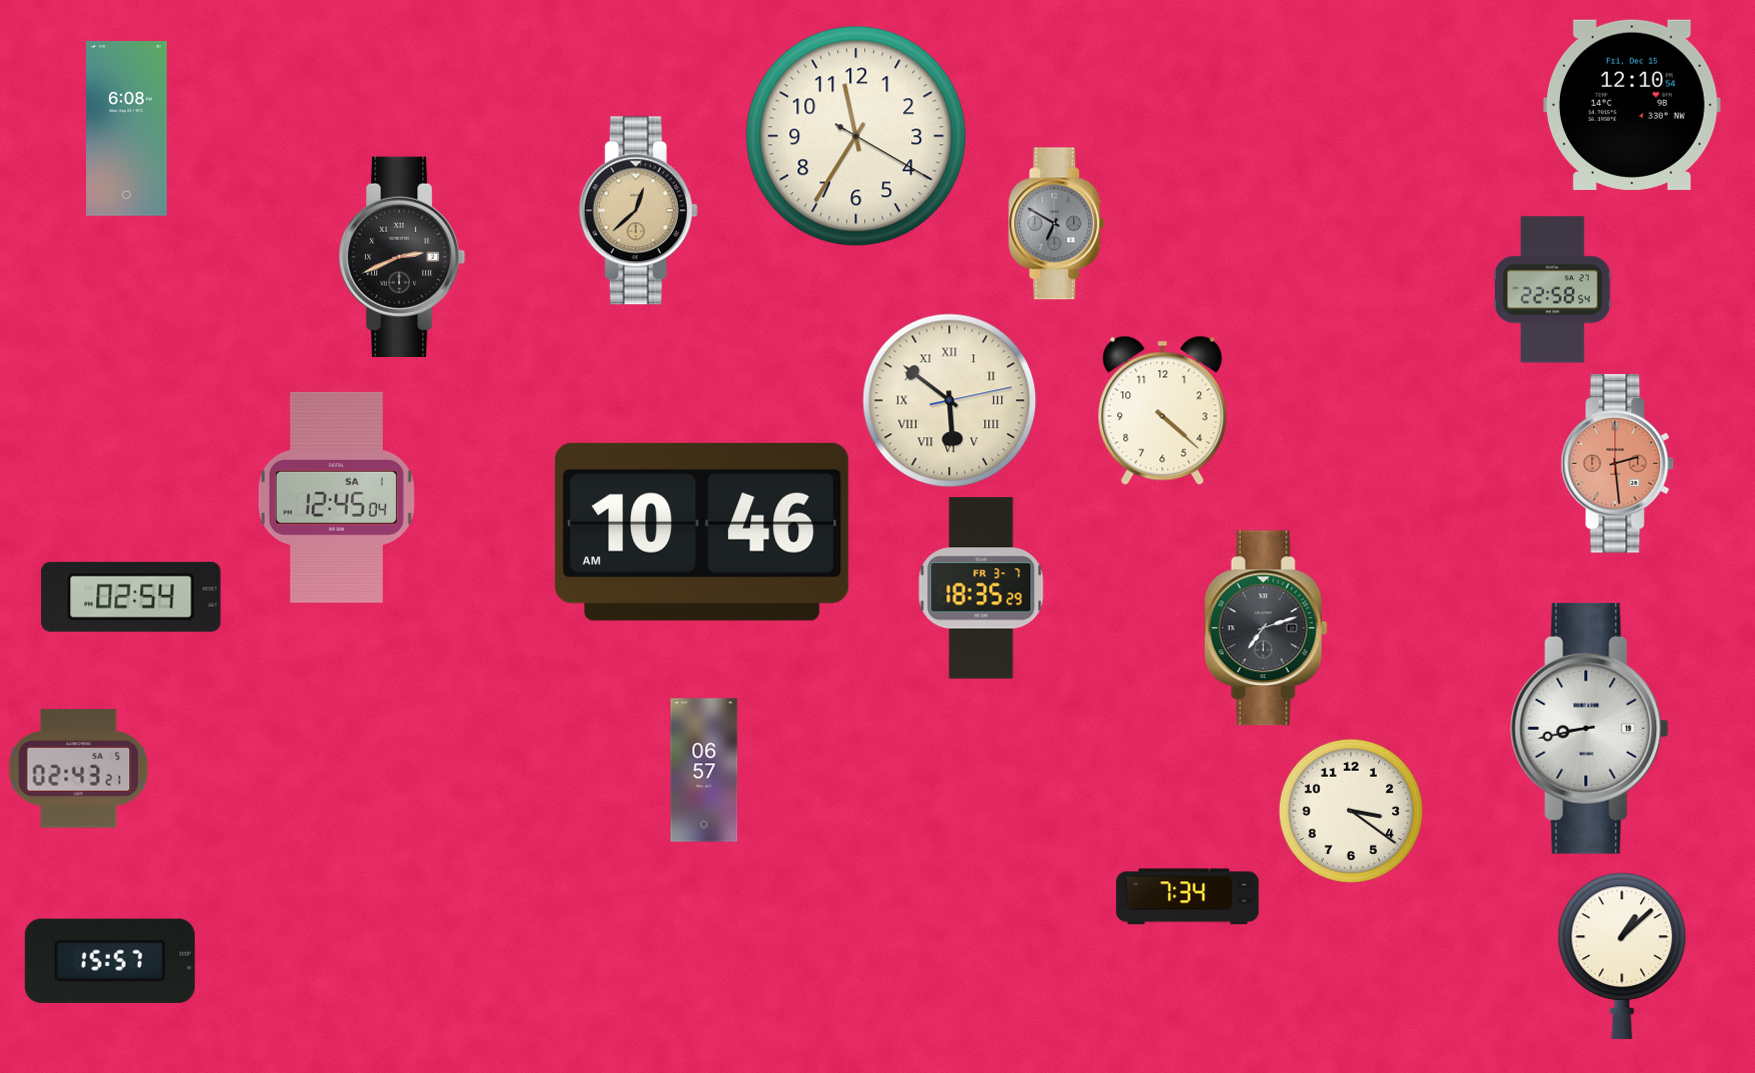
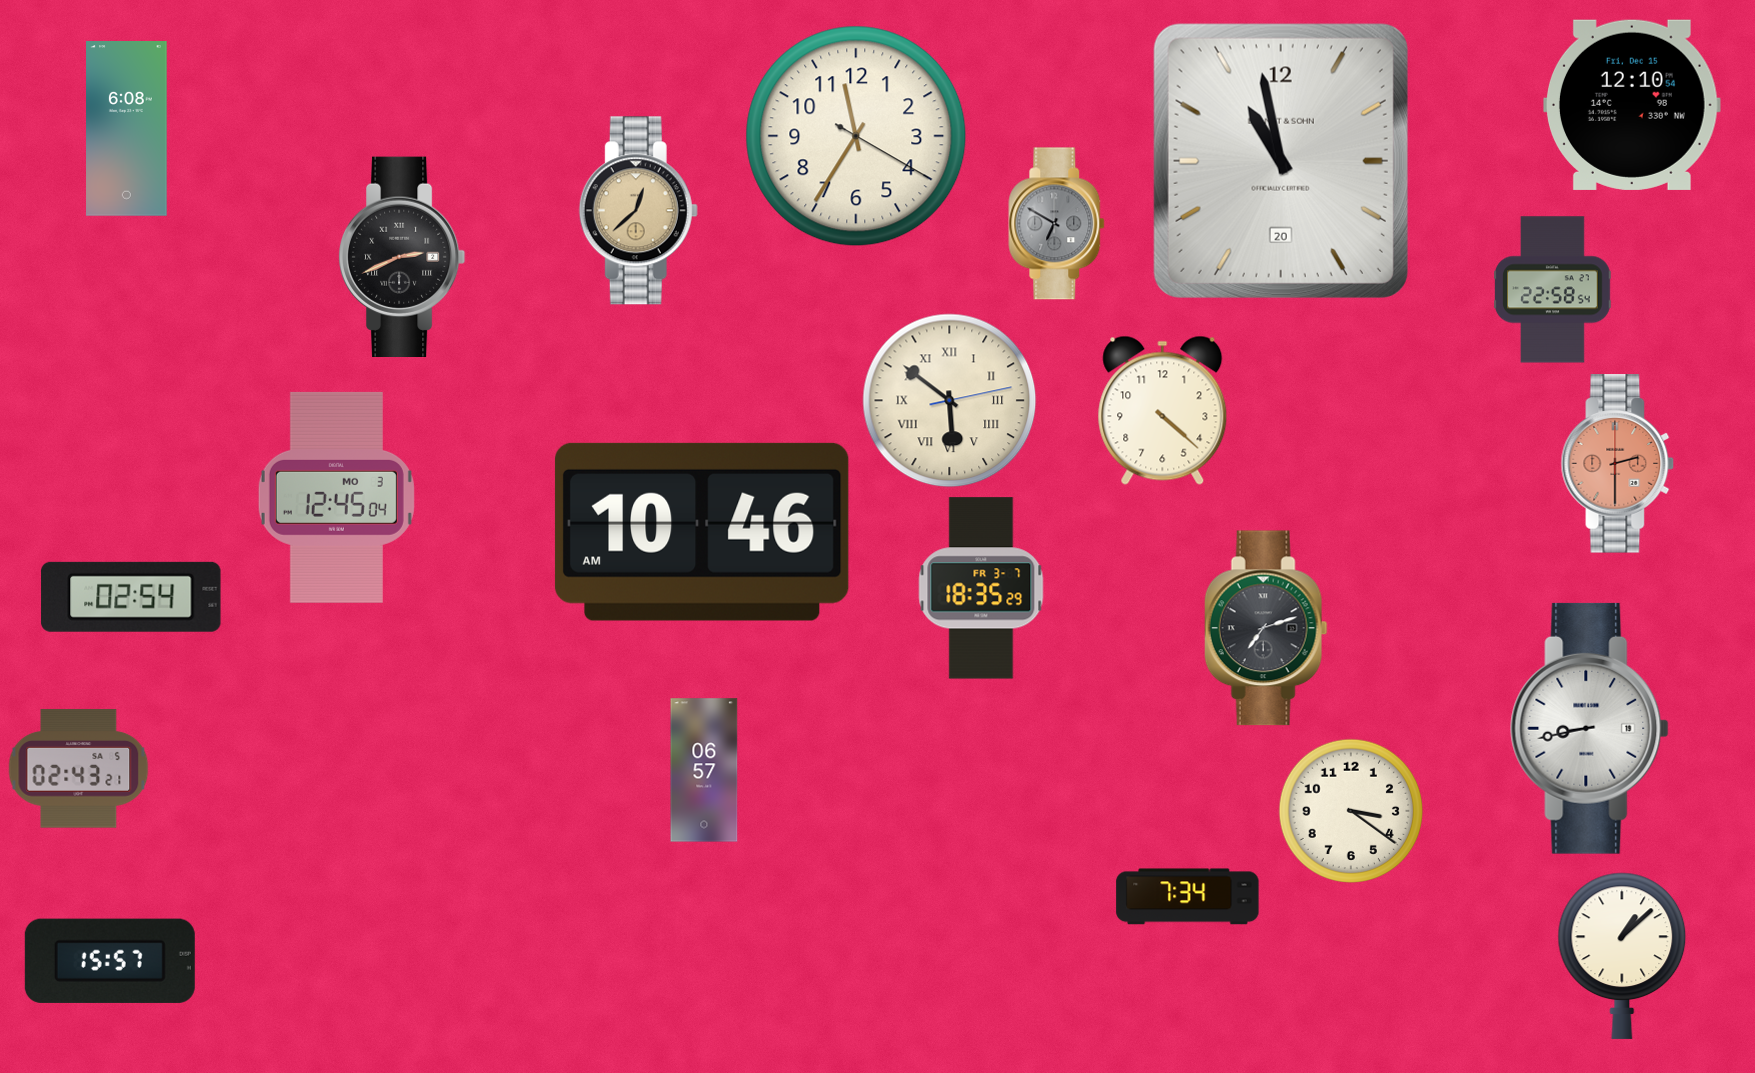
clock at (1281, 161): none -> 10:58
clock at (1618, 464): 2:29 -> 2:30
clock at (336, 497) date: SA 1 -> MO 3
